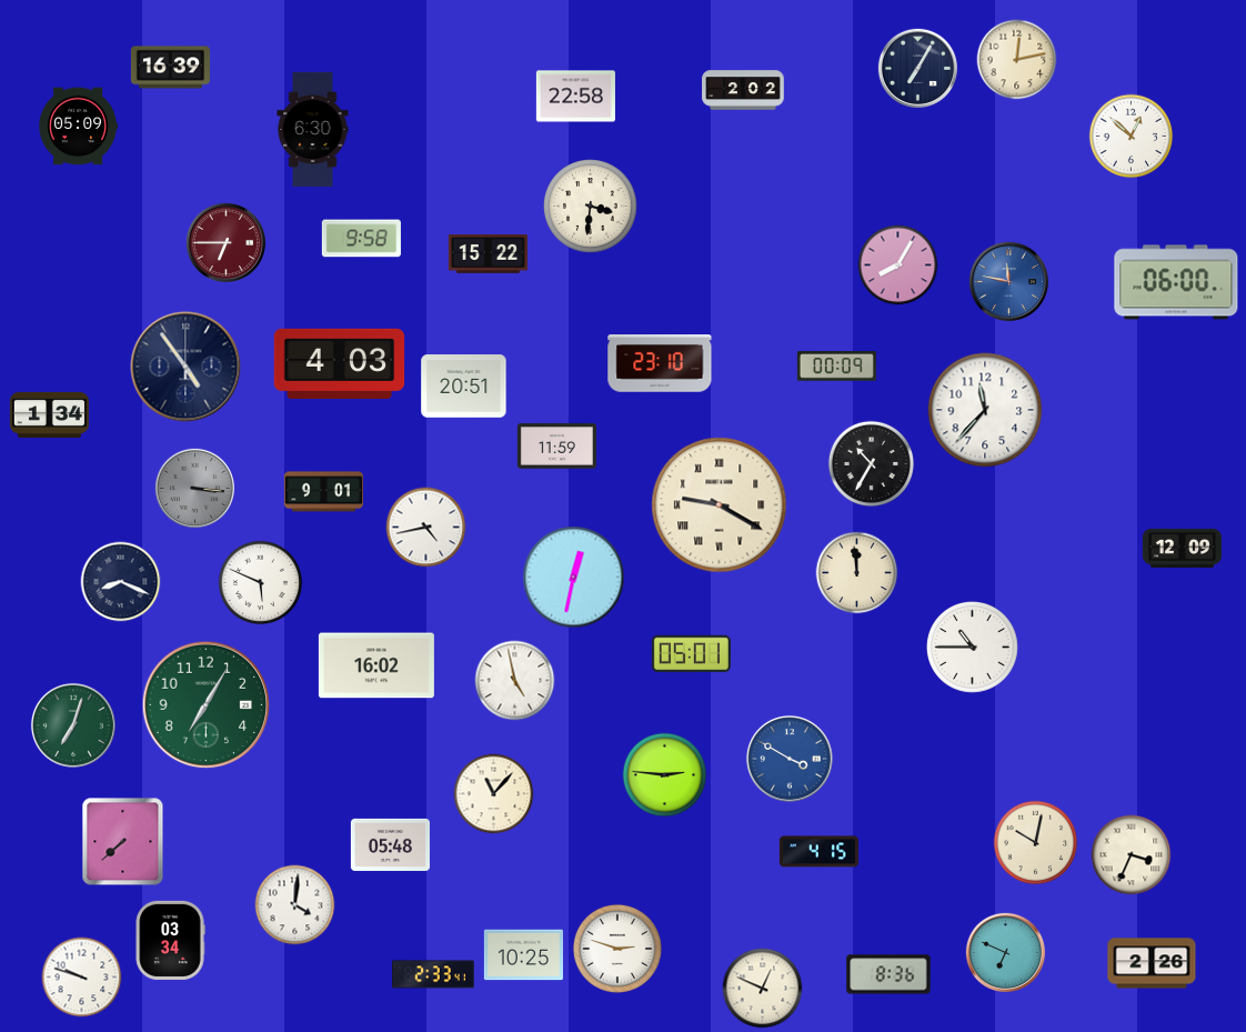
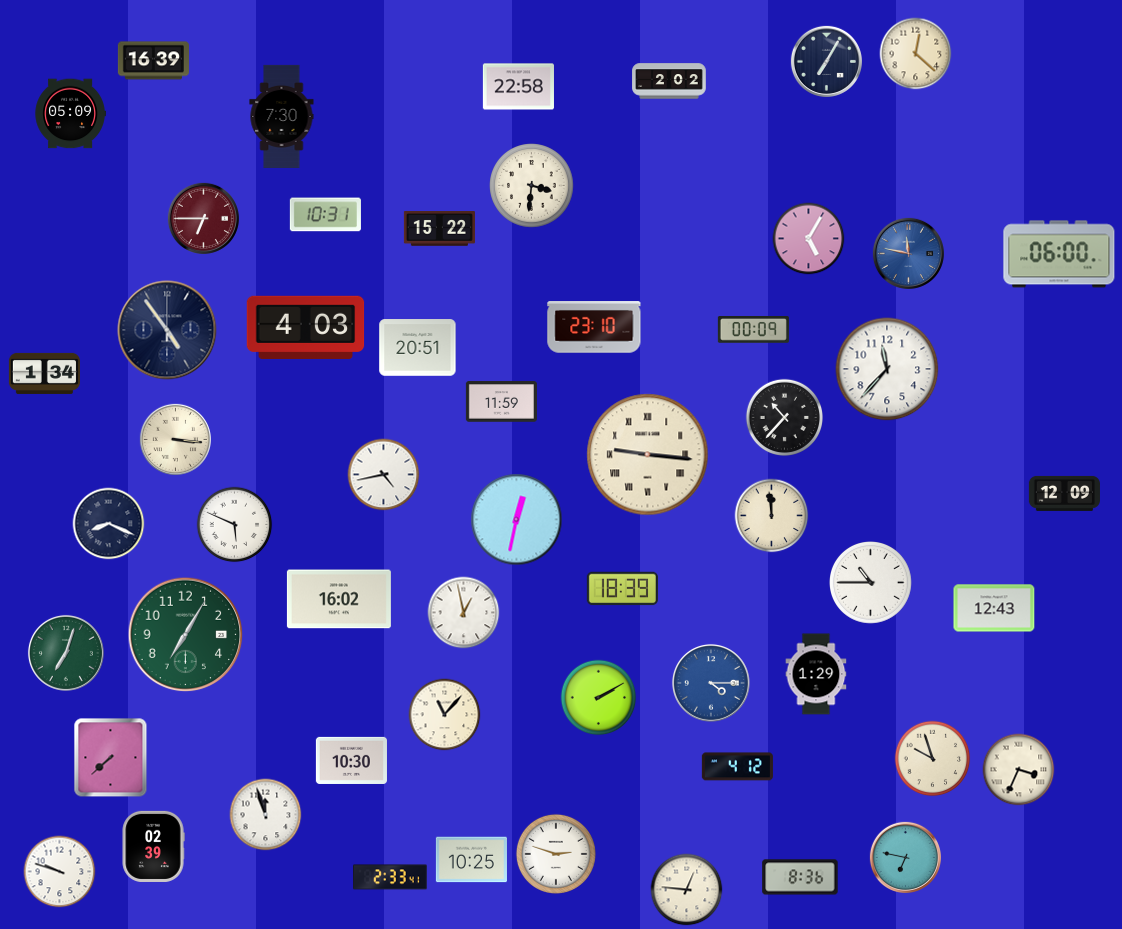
clock at (1017, 60): 12:13 -> 12:22
clock at (313, 129): 6:30 -> 7:30
clock at (1132, 137): 12:52 -> none
clock at (361, 239): 9:58 -> 10:31
clock at (898, 265): 8:05 -> 5:05
clock at (871, 463): 10:35 -> 10:37
clock at (194, 488) dial: grey -> cream
clock at (323, 492): 9:01 -> none
clock at (720, 505): 9:20 -> 9:16
clock at (973, 648) position: (973, 648) -> (871, 583)
clock at (691, 654): 05:01 -> 18:39
clock at (994, 608): none -> 12:43
clock at (515, 681): 4:58 -> 12:58
clock at (816, 674): none -> 1:29
clock at (790, 759): 3:50 -> 4:15
clock at (665, 775): 2:46 -> 2:10
clock at (1036, 843): 10:02 -> 9:57
clock at (390, 844): 05:48 -> 10:30
clock at (818, 852): 4:15 -> 4:12
clock at (295, 905): 4:01 -> 11:57
clock at (170, 940): 03:34 -> 02:39
clock at (1005, 952): 6:49 -> 6:47
clock at (1152, 963): 2:26 -> none
clock at (82, 978) position: (82, 978) -> (60, 872)
clock at (763, 989): 12:49 -> 12:46
